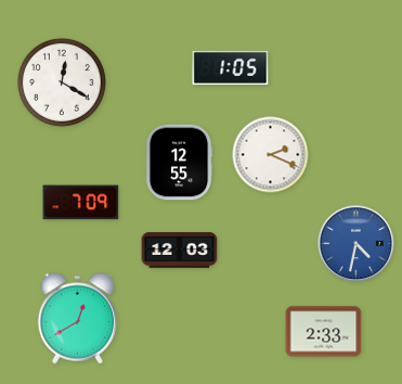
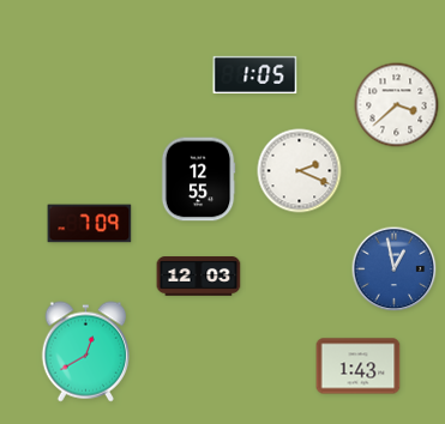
clock at (62, 82): 12:20 -> none
clock at (397, 105): none -> 3:38
clock at (356, 244): 4:32 -> 12:58
clock at (324, 332): 2:33 -> 1:43
